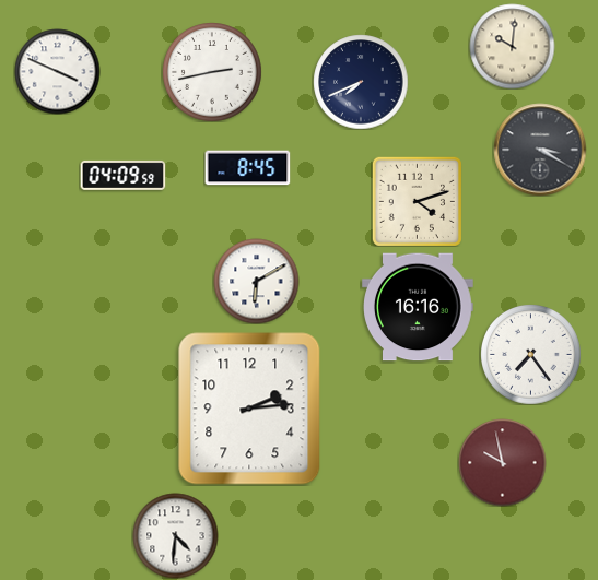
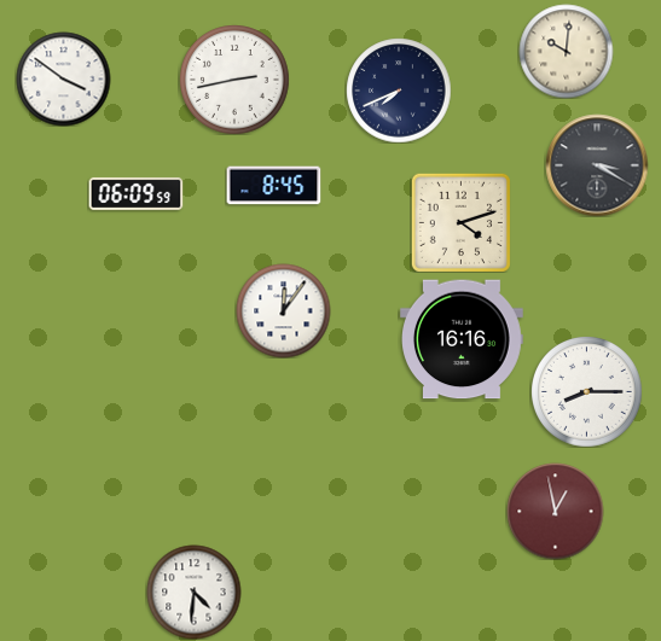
clock at (57, 71): 3:49 -> 3:51
clock at (122, 175): 04:09 -> 06:09
clock at (256, 281): 6:10 -> 12:06
clock at (531, 355): 7:24 -> 8:15
clock at (249, 409): 2:14 -> none
clock at (502, 462): 9:58 -> 12:58
